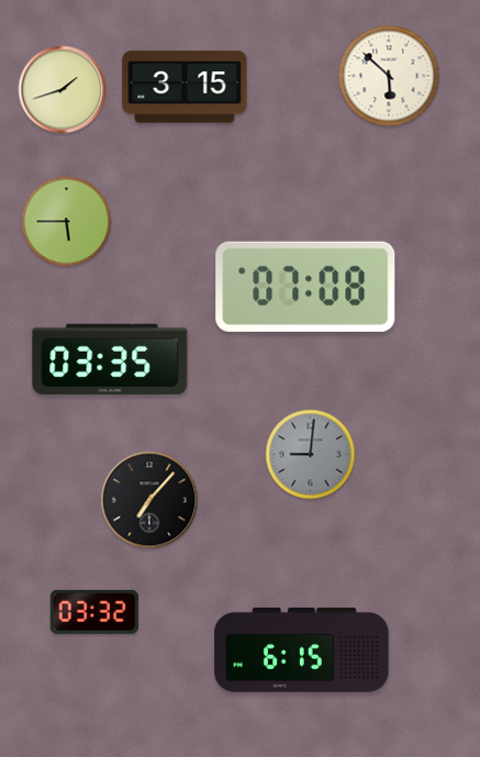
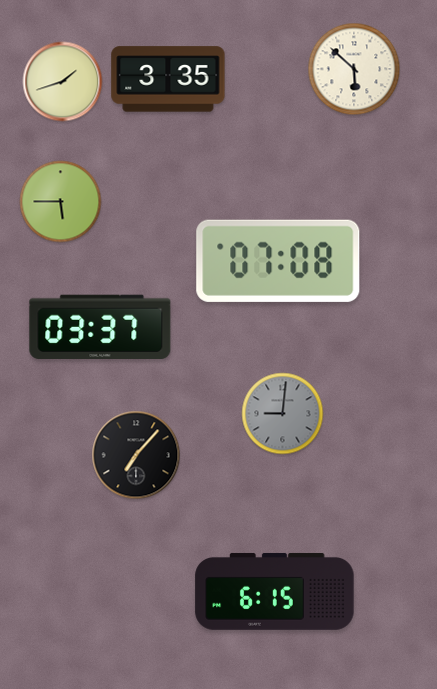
clock at (185, 87): 3:15 -> 3:35
clock at (63, 90) position: (63, 90) -> (63, 82)
clock at (110, 358): 03:35 -> 03:37
clock at (94, 612): 03:32 -> none
